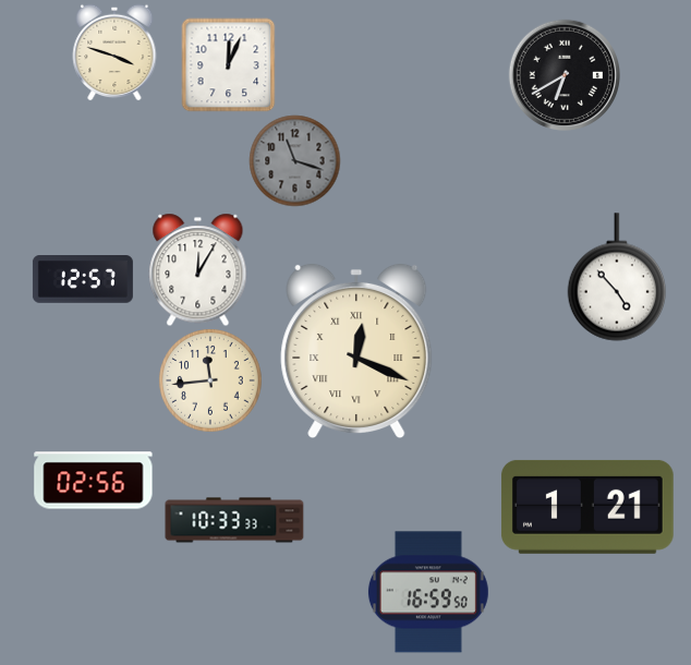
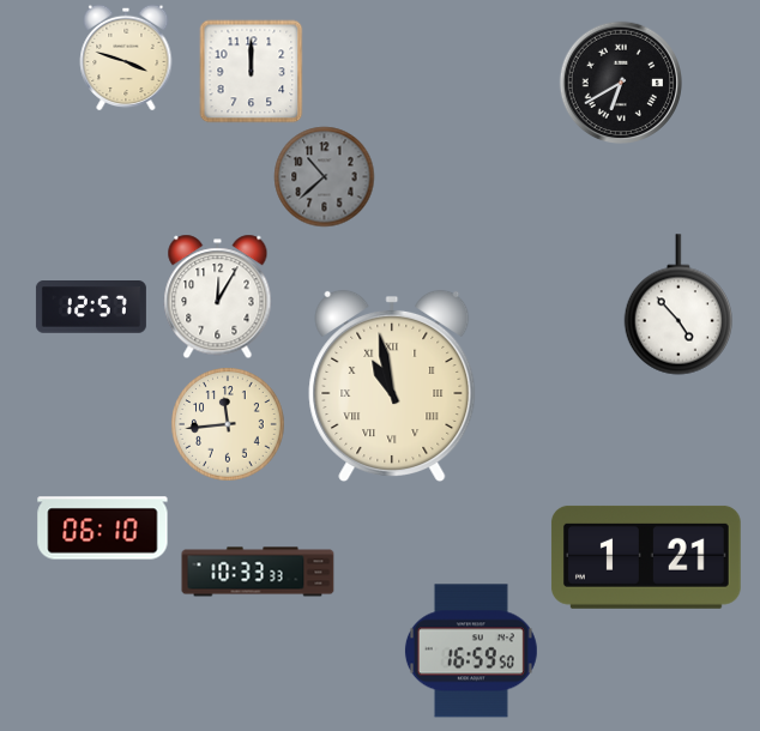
clock at (228, 64): 12:04 -> 12:00
clock at (294, 160): 11:18 -> 10:38
clock at (356, 350): 12:19 -> 10:58
clock at (210, 380) position: (210, 380) -> (228, 424)
clock at (94, 481): 02:56 -> 06:10
